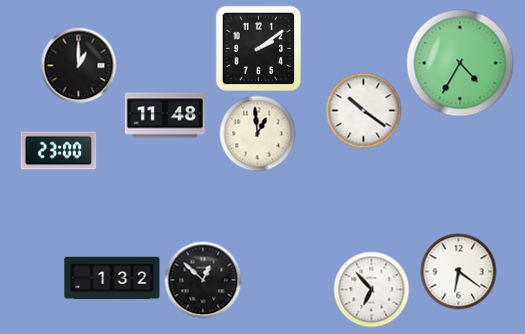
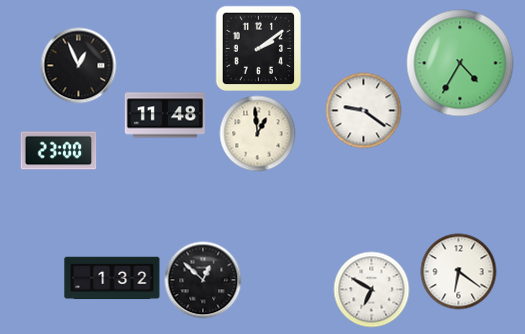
clock at (79, 66): 1:00 -> 12:56
clock at (364, 111): 10:21 -> 9:21
clock at (372, 290): 6:53 -> 6:50
